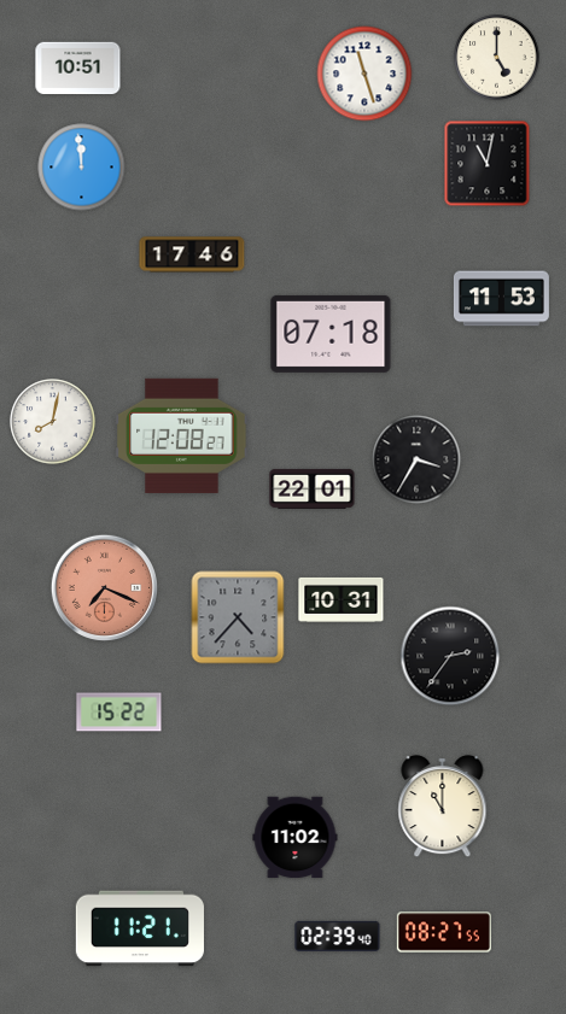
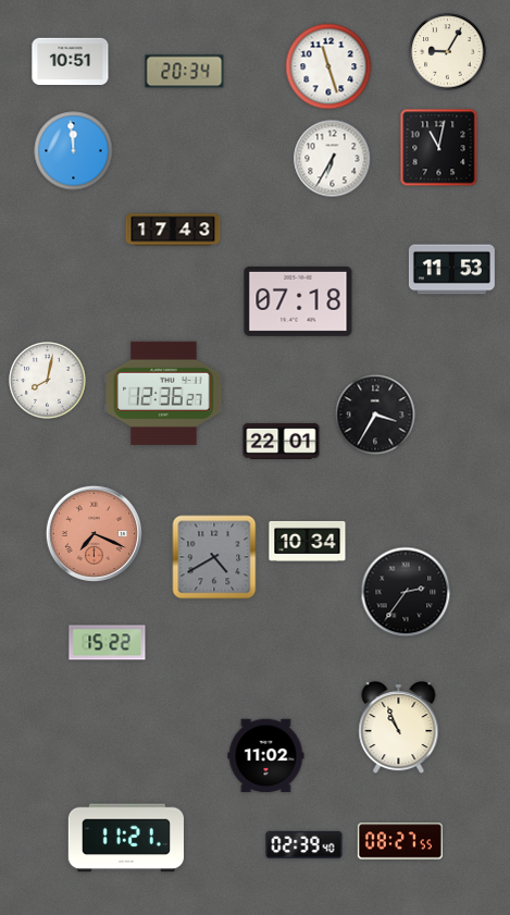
clock at (497, 58): 5:00 -> 9:05
clock at (185, 72): none -> 20:34
clock at (333, 159): none -> 6:35
clock at (192, 254): 17:46 -> 17:43
clock at (182, 435): 12:08 -> 12:36
clock at (104, 587) position: (104, 587) -> (94, 533)
clock at (342, 599): 10:31 -> 10:34
clock at (238, 617): 4:37 -> 4:40
clock at (443, 807): 11:00 -> 10:56
